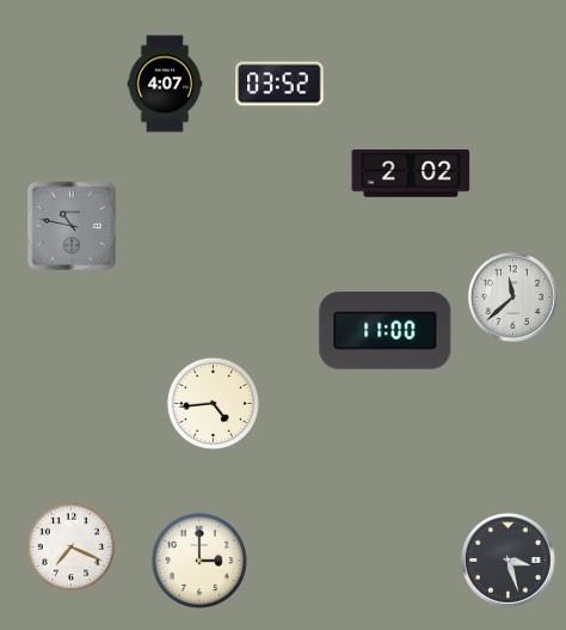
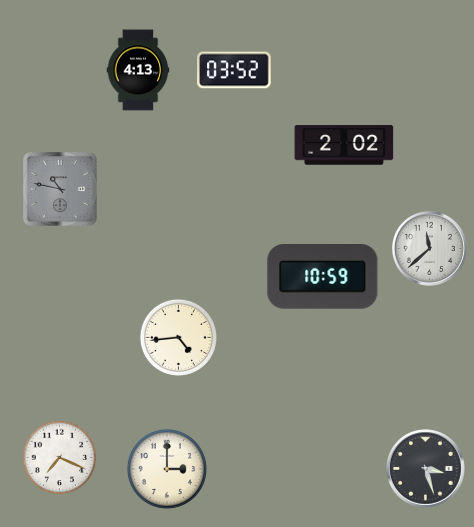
clock at (165, 84): 4:07 -> 4:13
clock at (386, 331): 11:00 -> 10:59
